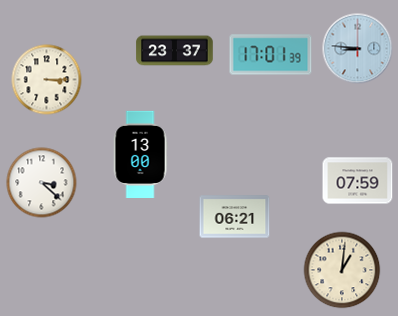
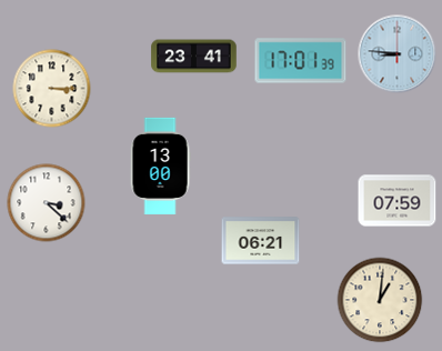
clock at (175, 51): 23:37 -> 23:41
clock at (140, 154) position: (140, 154) -> (160, 166)
